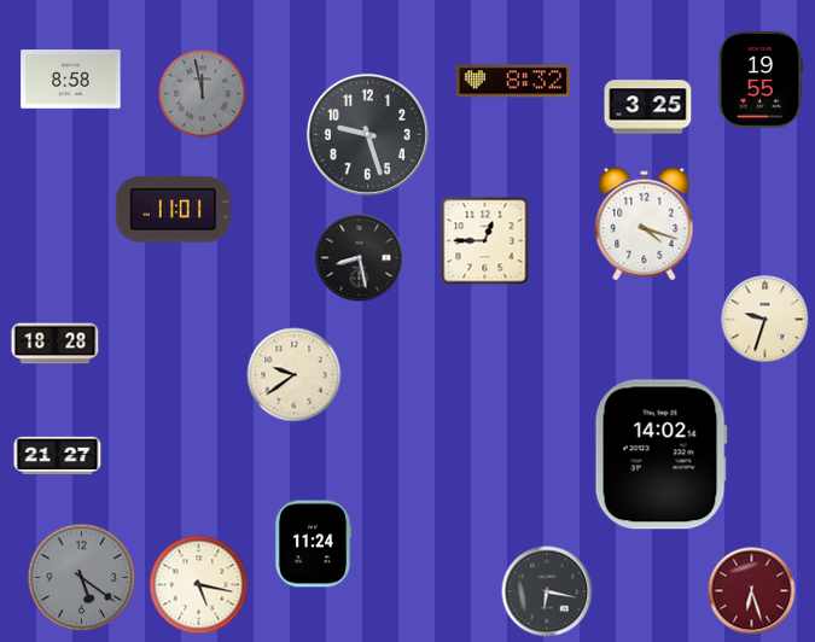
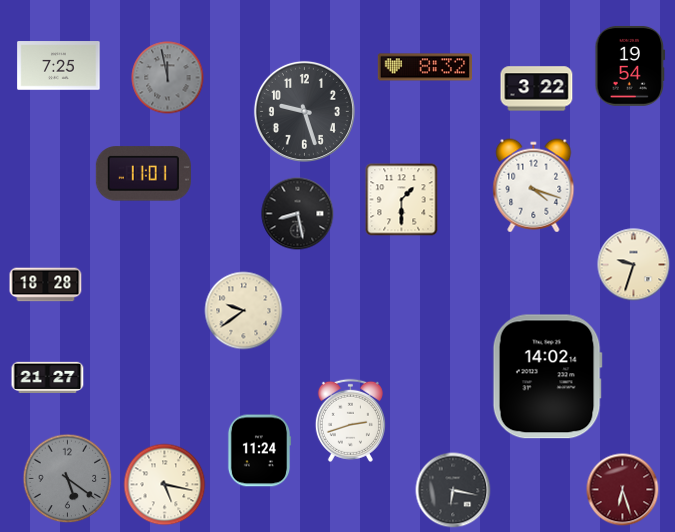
clock at (71, 80): 8:58 -> 7:25
clock at (761, 80): 19:55 -> 19:54
clock at (648, 107): 3:25 -> 3:22
clock at (485, 241): 12:45 -> 1:30
clock at (350, 420): none -> 2:42
